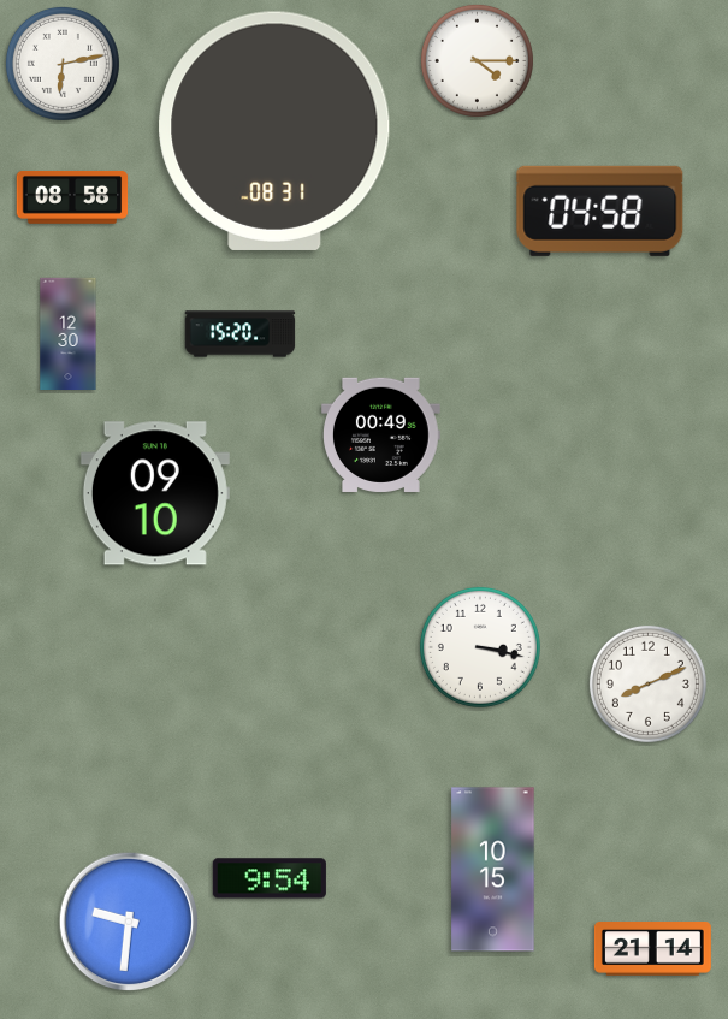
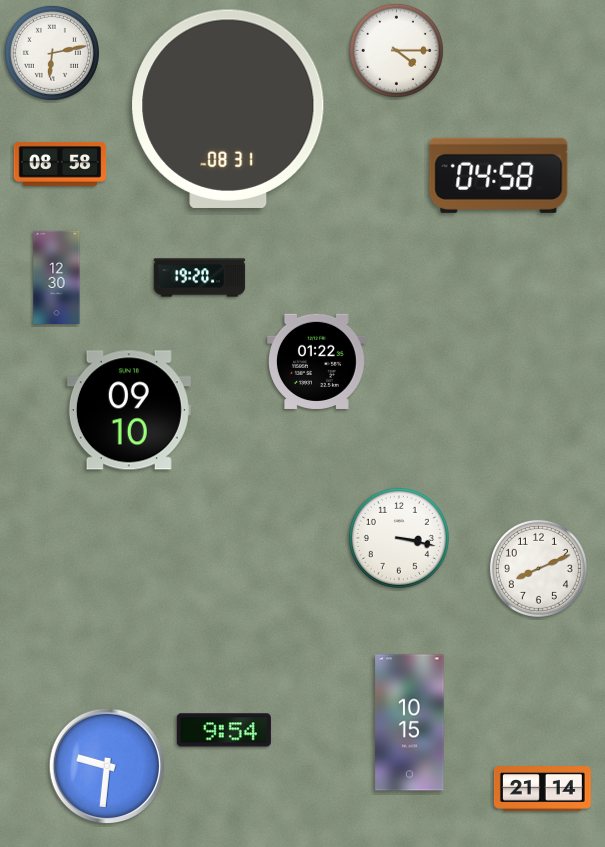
clock at (241, 334): 15:20 -> 19:20
clock at (381, 434): 00:49 -> 01:22
